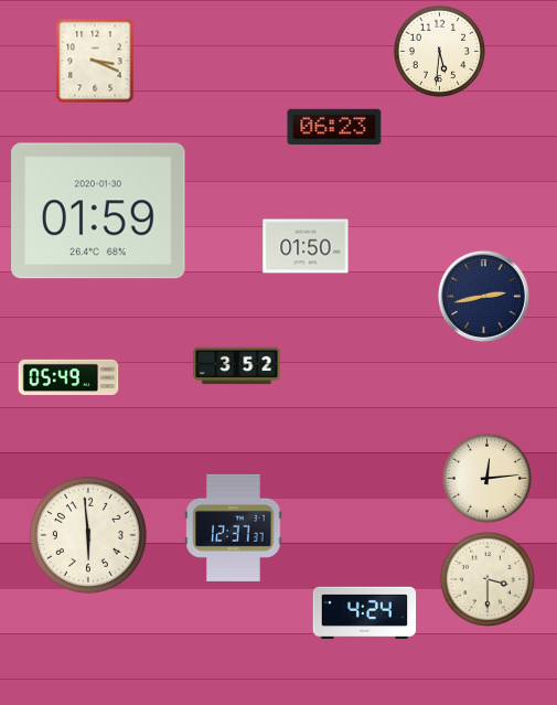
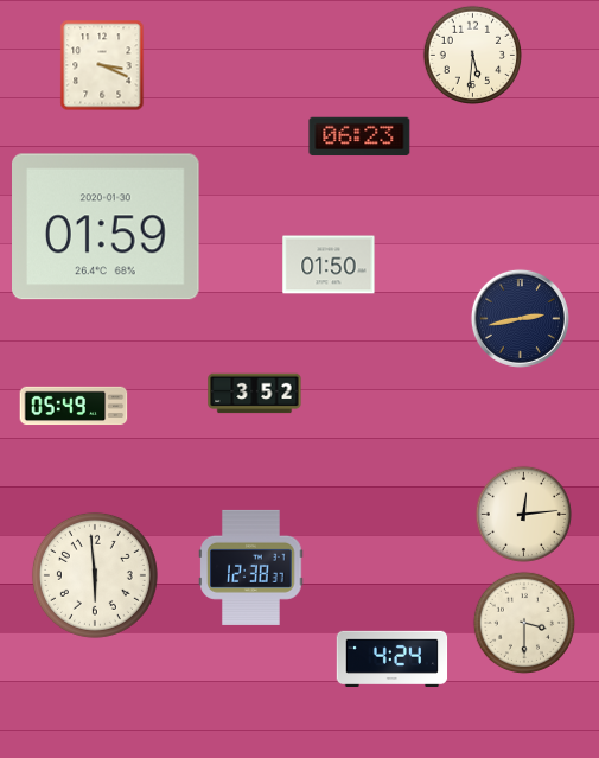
clock at (234, 527): 12:37 -> 12:38
